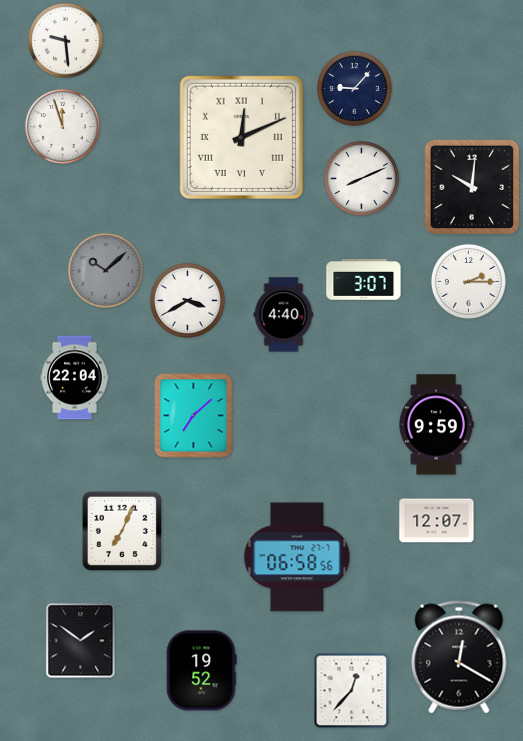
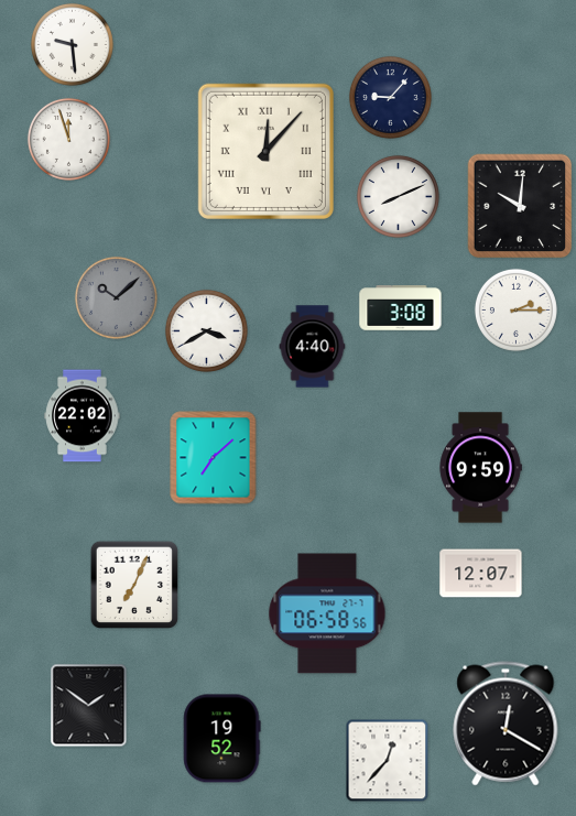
clock at (241, 137): 12:11 -> 12:07
clock at (364, 280): 3:07 -> 3:08
clock at (75, 378): 22:04 -> 22:02
